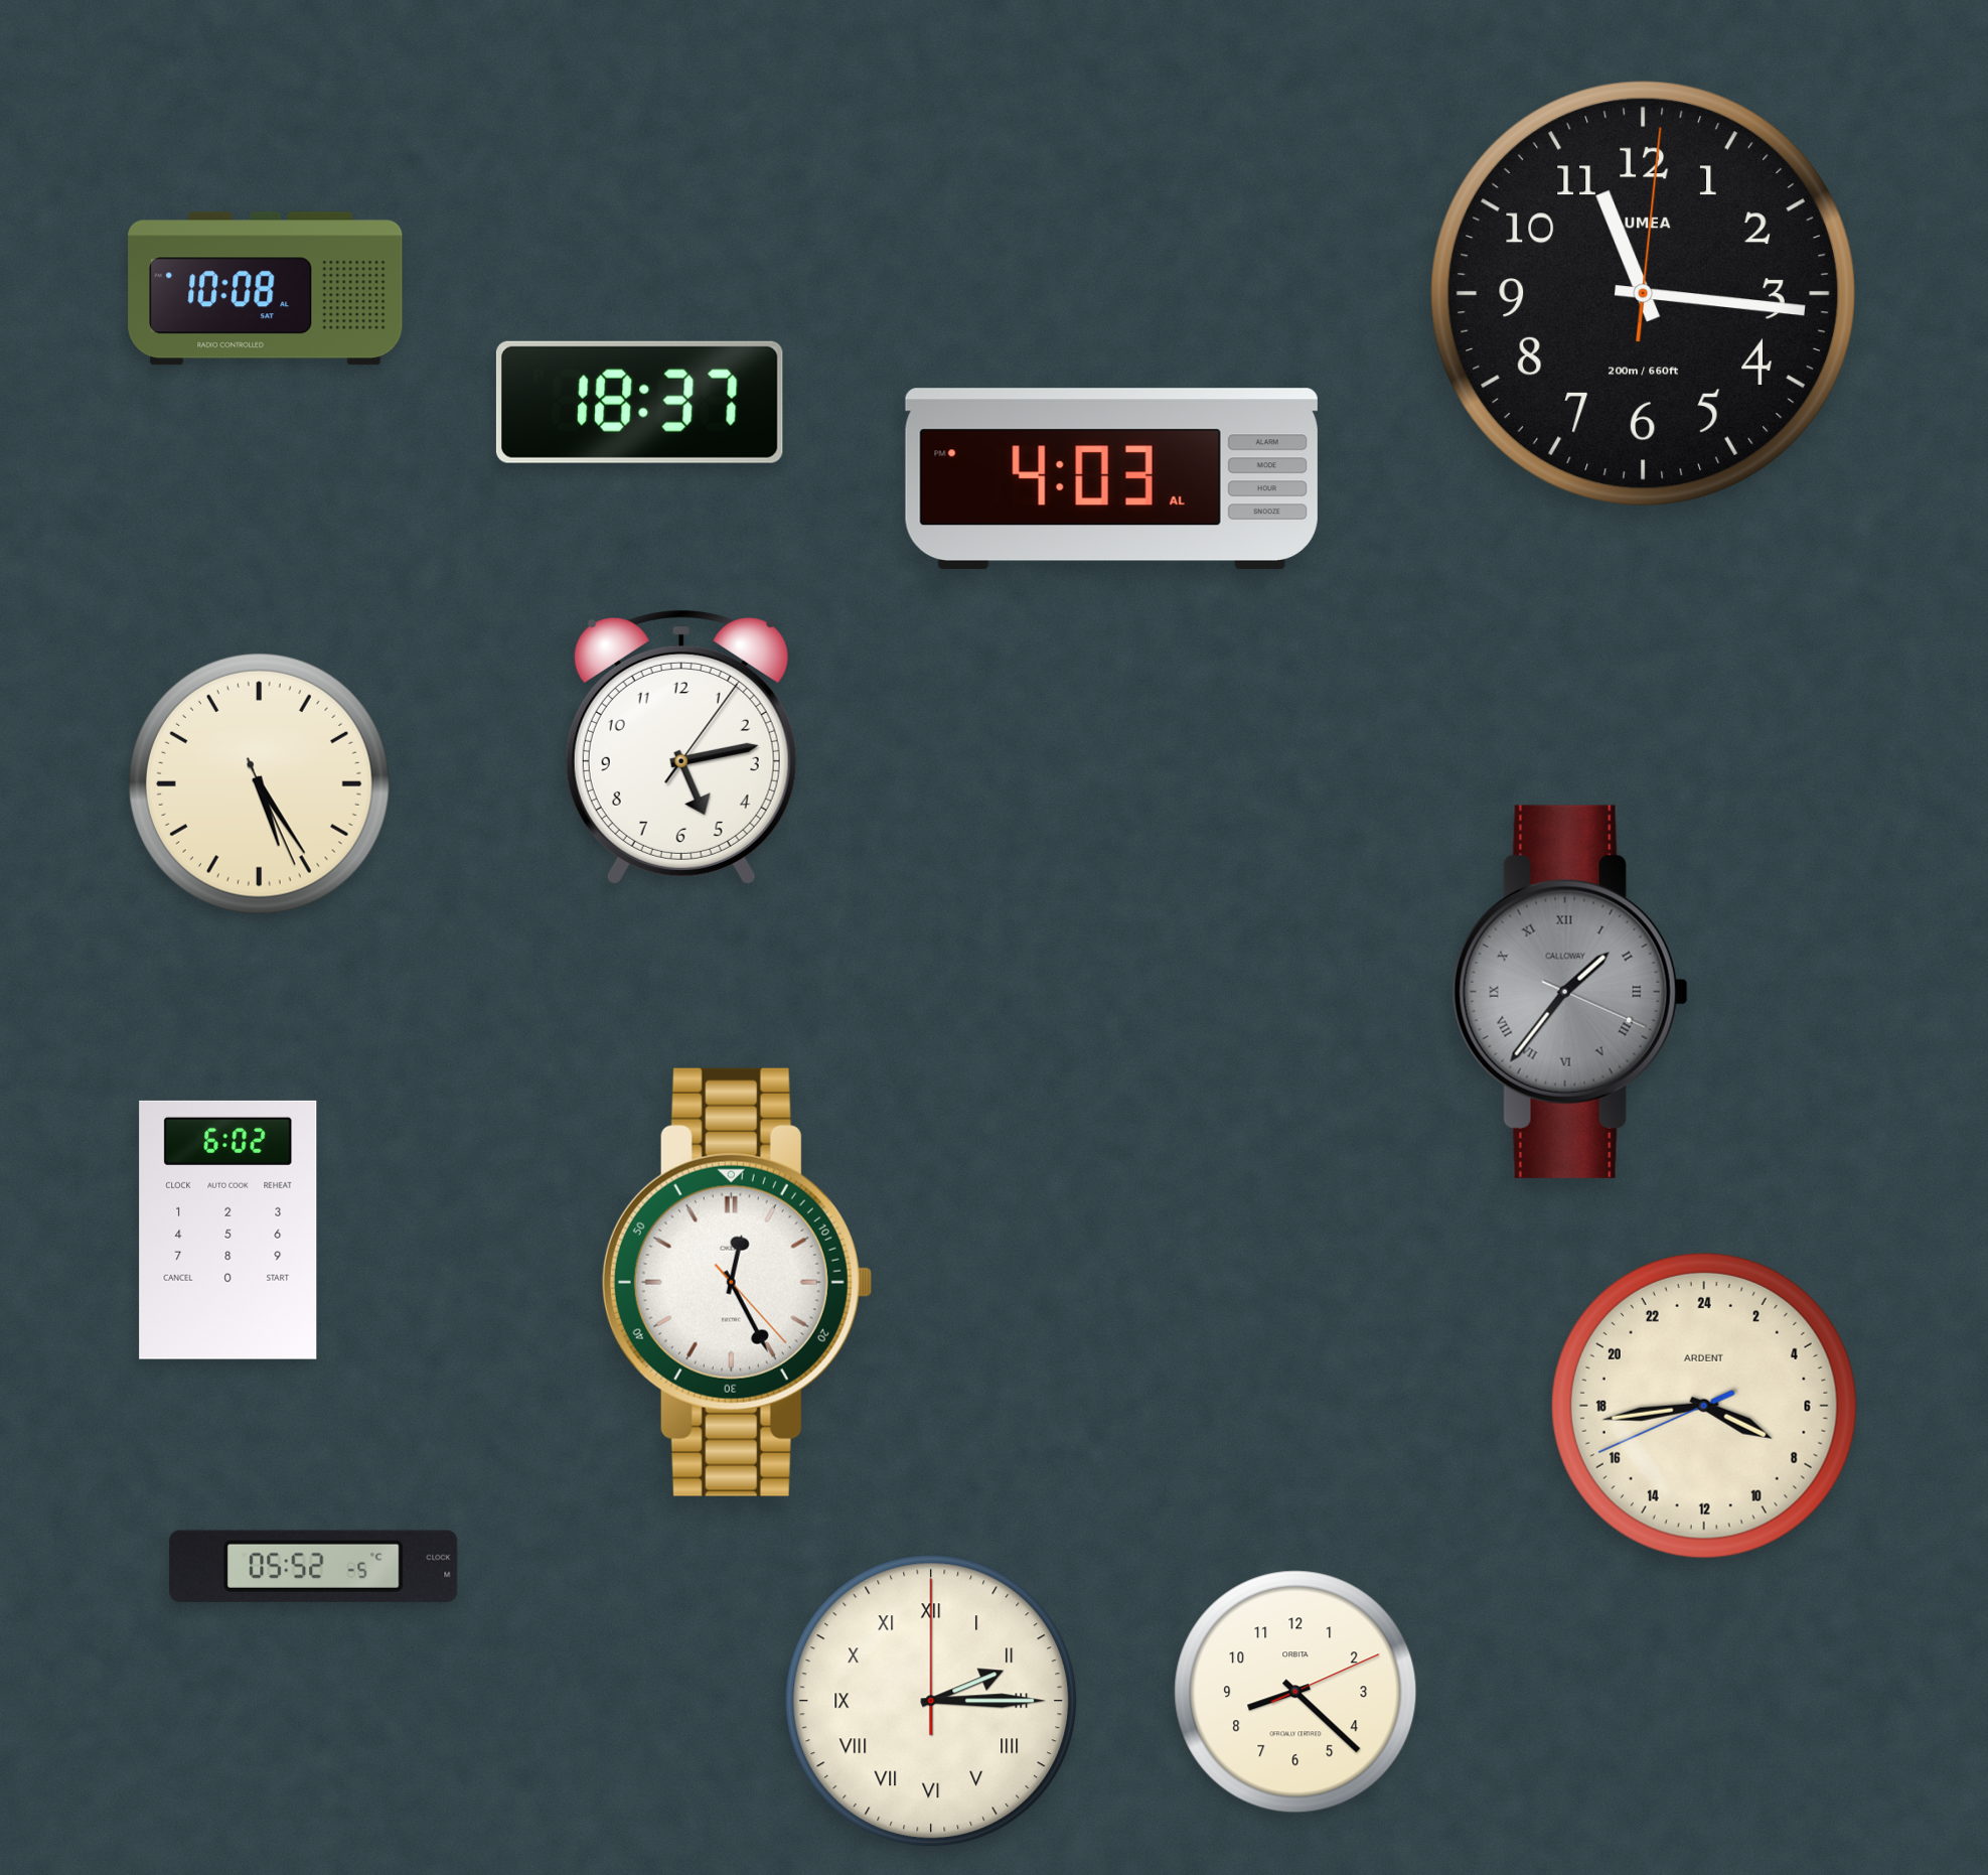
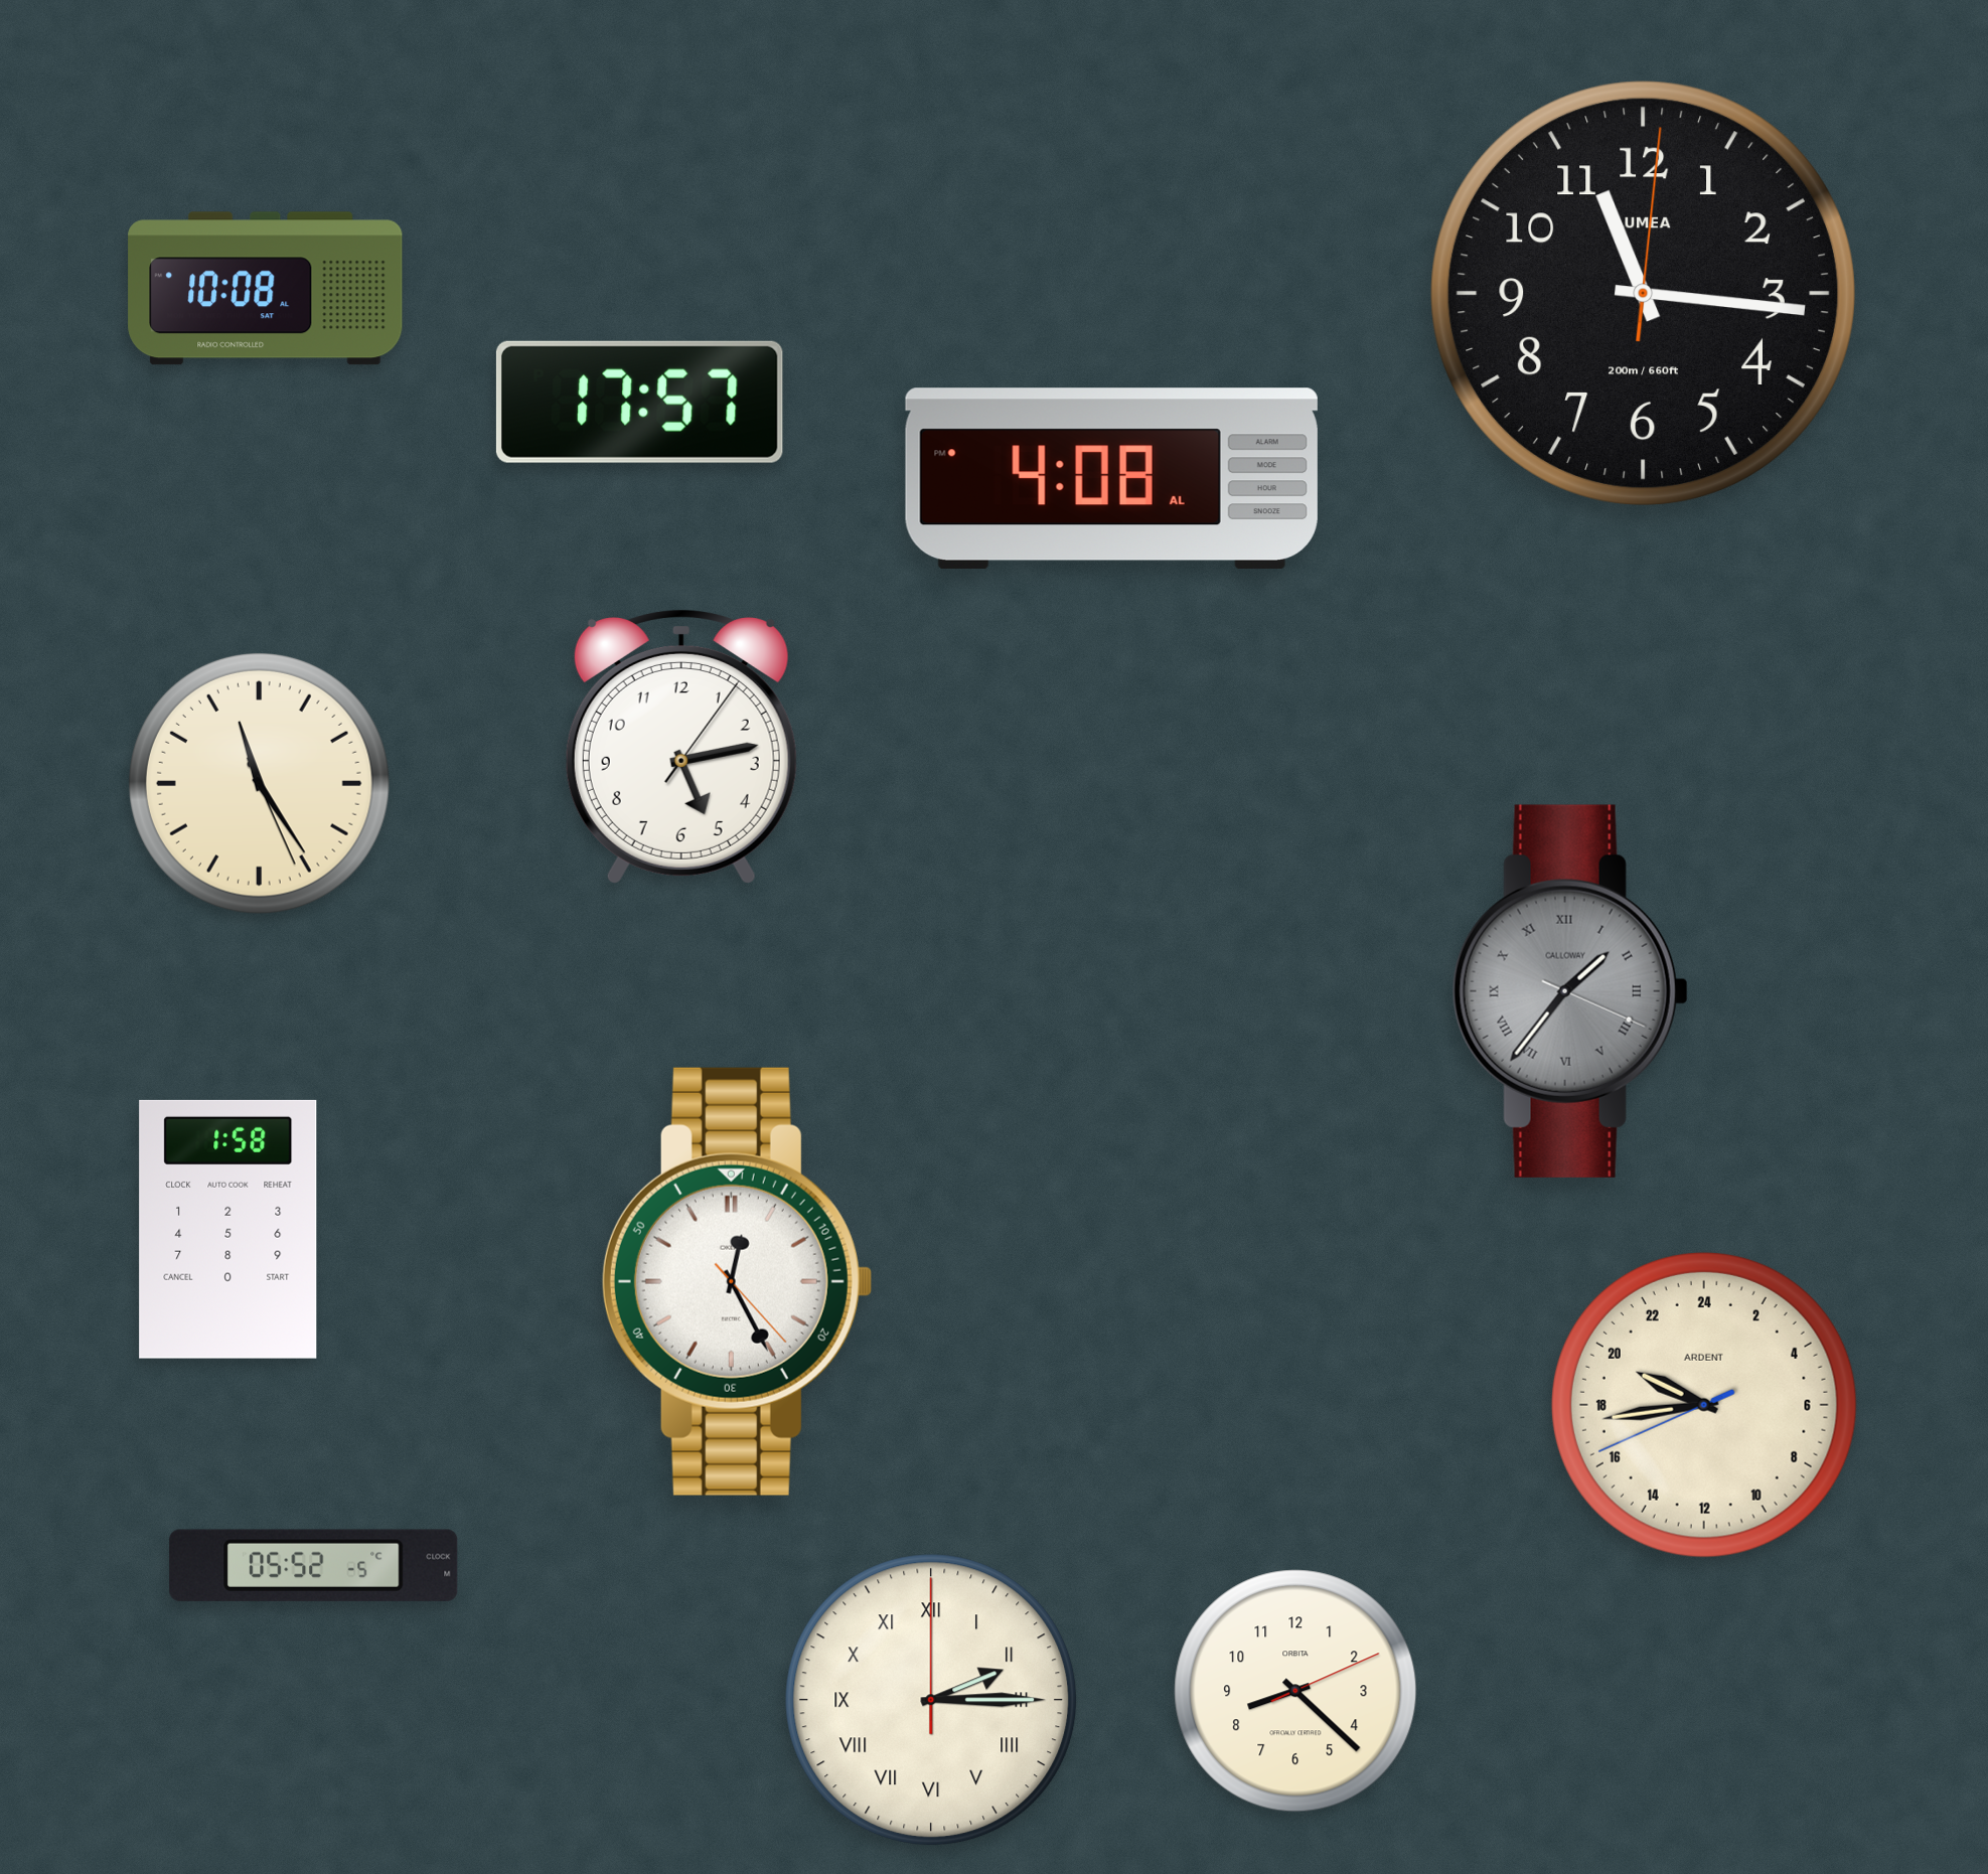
clock at (639, 402): 18:37 -> 17:57
clock at (1111, 479): 4:03 -> 4:08
clock at (259, 783): 5:24 -> 11:24
clock at (228, 1230): 6:02 -> 1:58
clock at (1704, 1406): 7:43 -> 19:43
